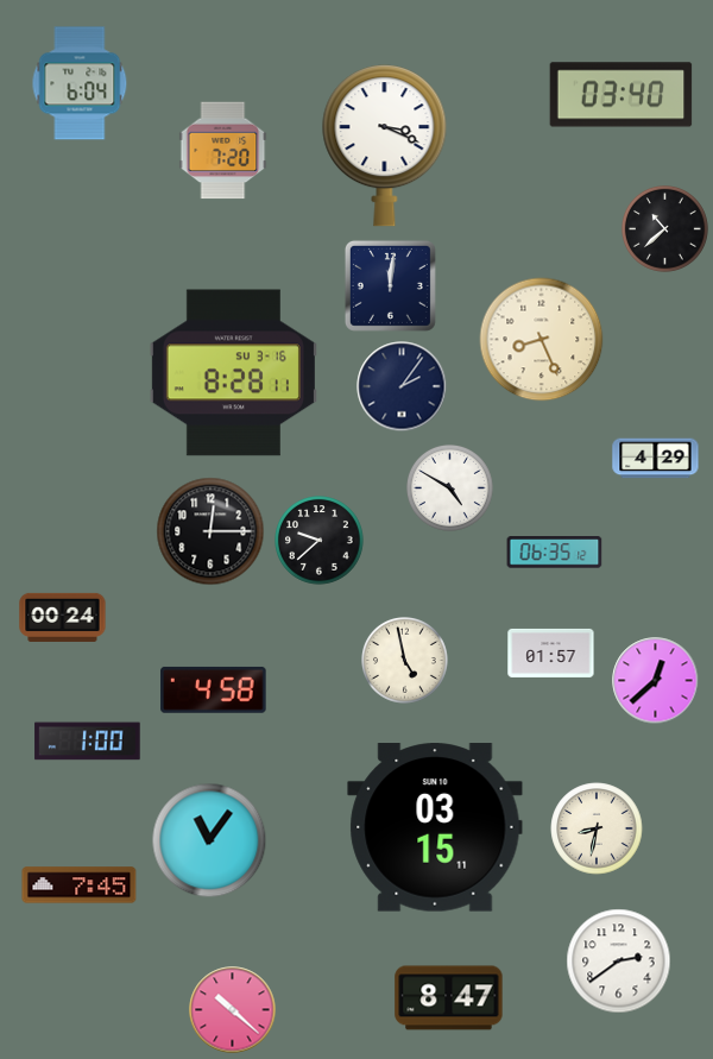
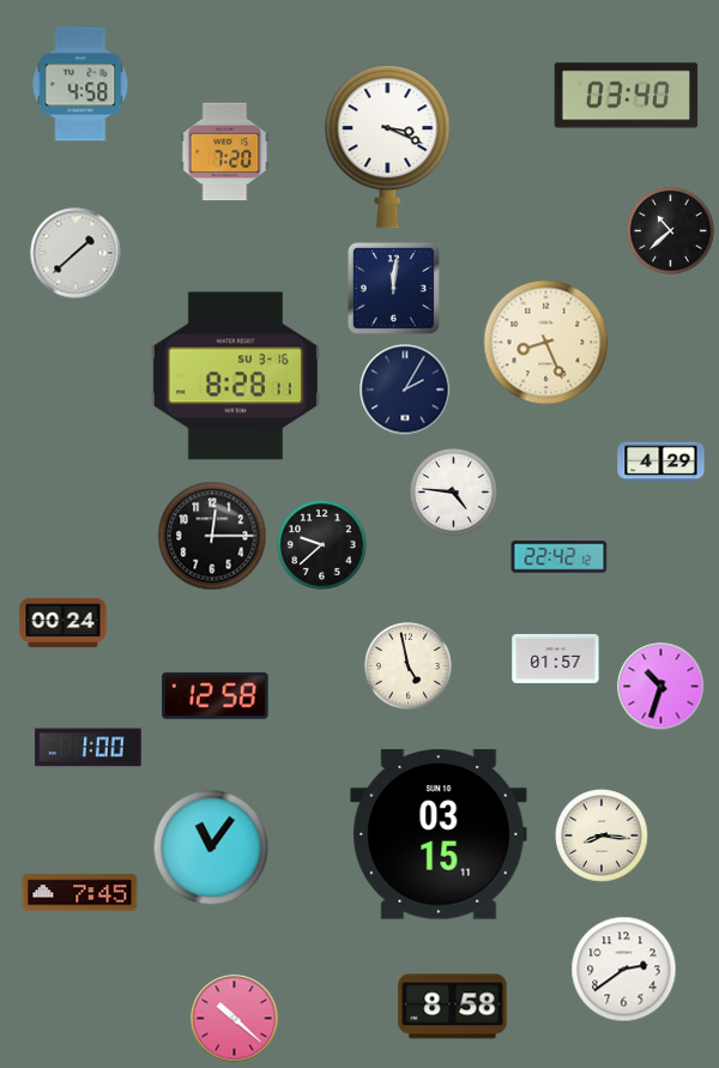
clock at (80, 83): 6:04 -> 4:58
clock at (75, 253): none -> 1:38
clock at (402, 386): 2:06 -> 2:05
clock at (450, 488): 4:50 -> 4:46
clock at (555, 553): 06:35 -> 22:42
clock at (656, 681): 12:38 -> 10:33
clock at (214, 689): 4:58 -> 12:58
clock at (597, 828): 8:32 -> 8:16
clock at (449, 998): 8:47 -> 8:58
